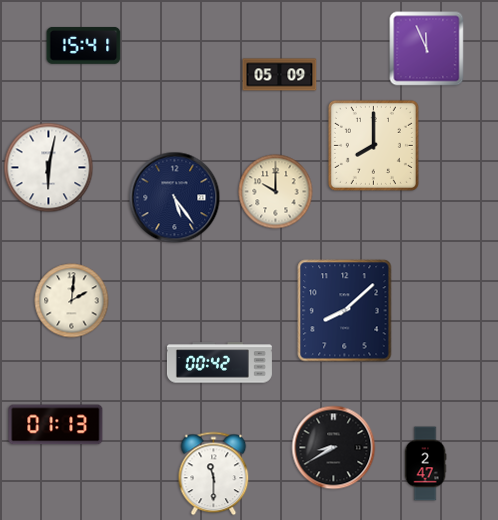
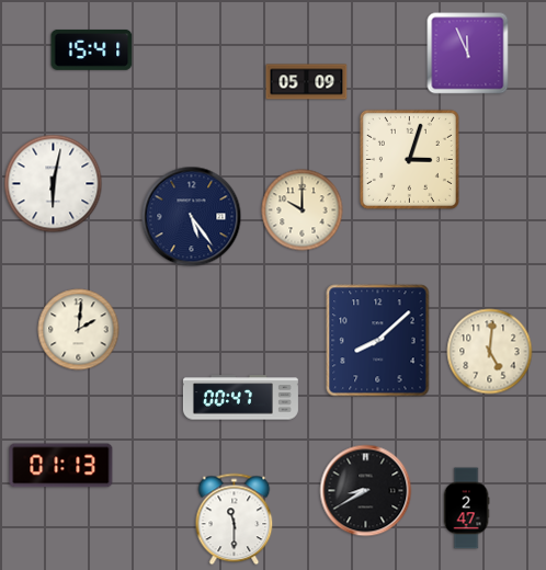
clock at (373, 145): 8:00 -> 3:03
clock at (490, 352): none -> 5:01
clock at (219, 363): 00:42 -> 00:47
